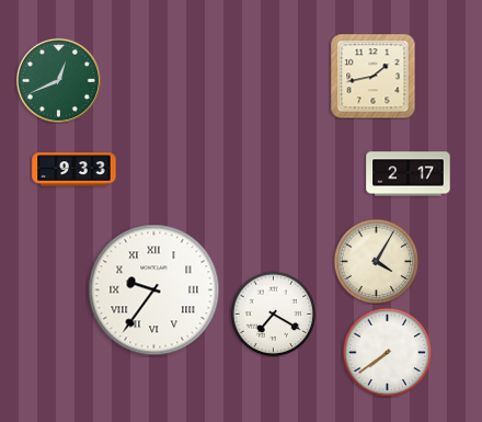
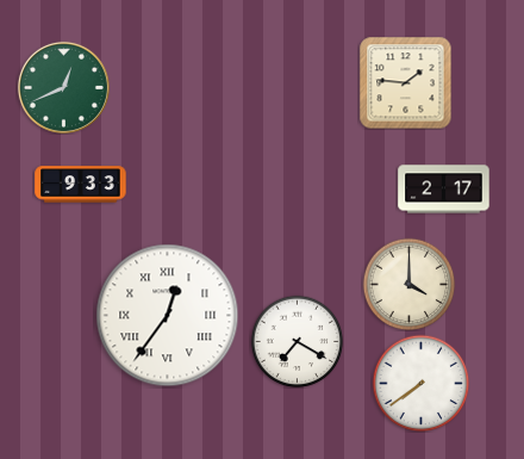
clock at (372, 76): 1:43 -> 1:46
clock at (376, 261): 4:05 -> 4:00
clock at (154, 290): 9:36 -> 12:36
